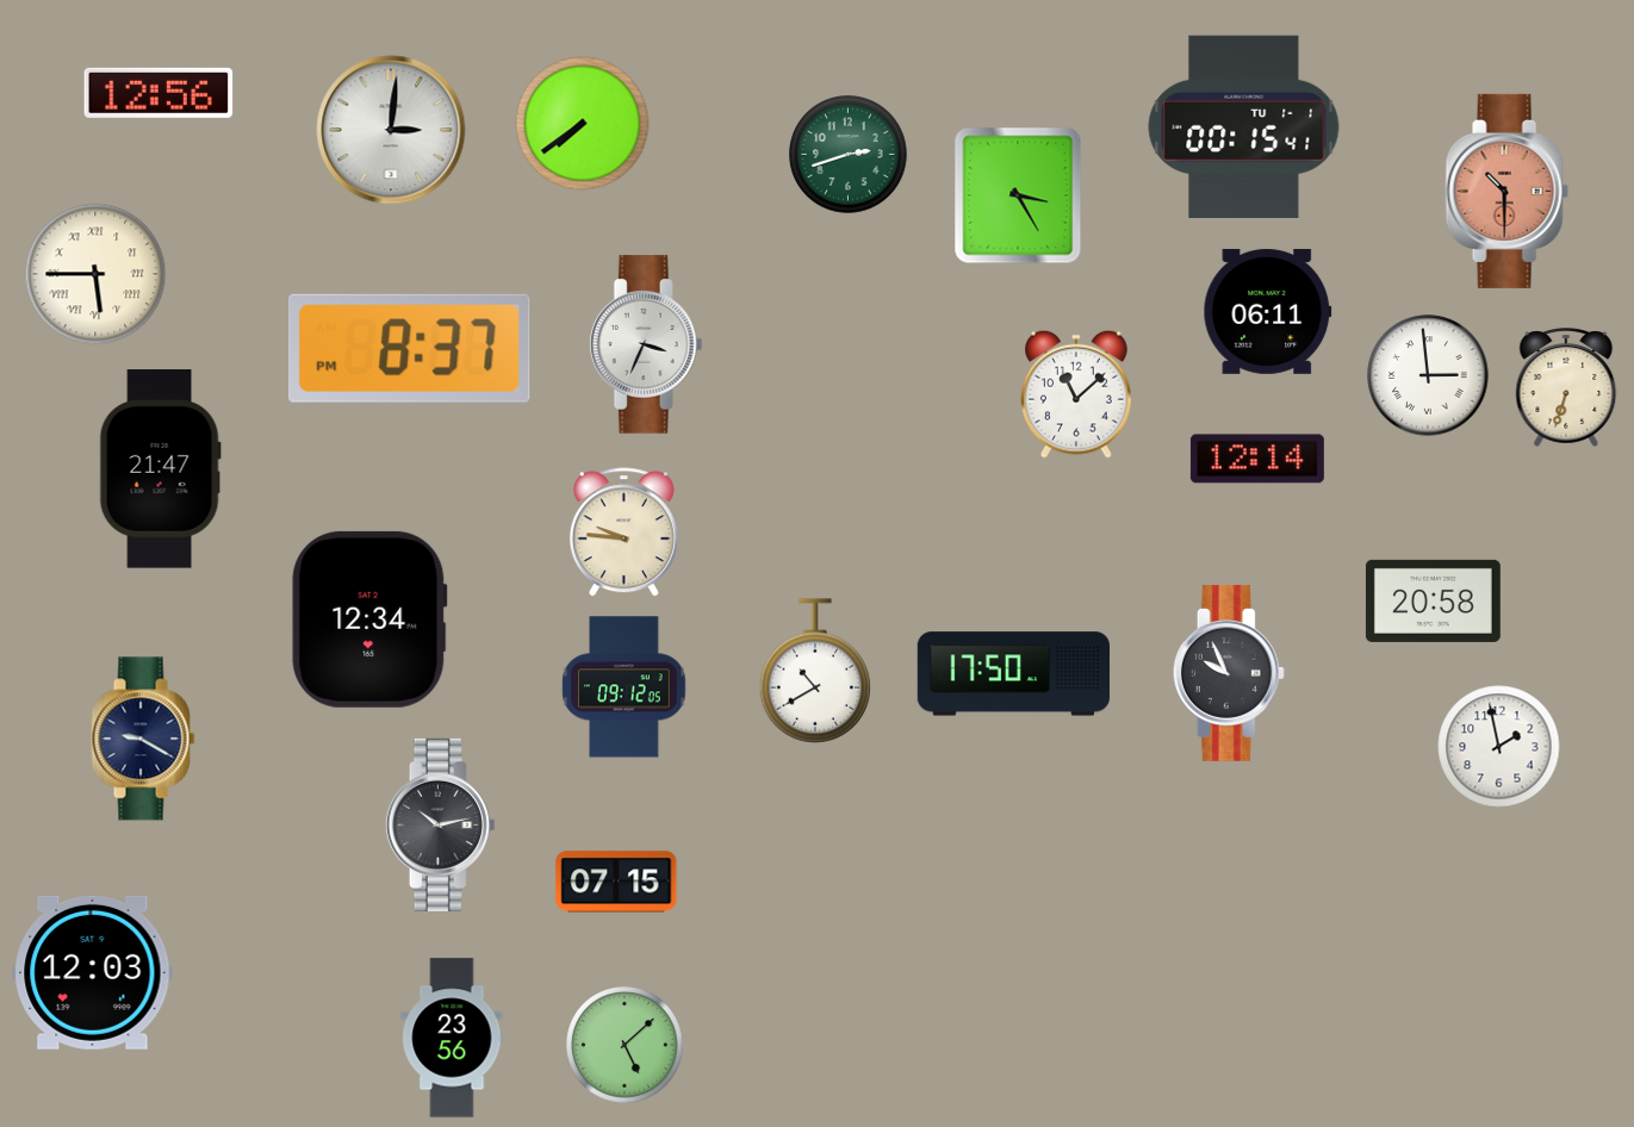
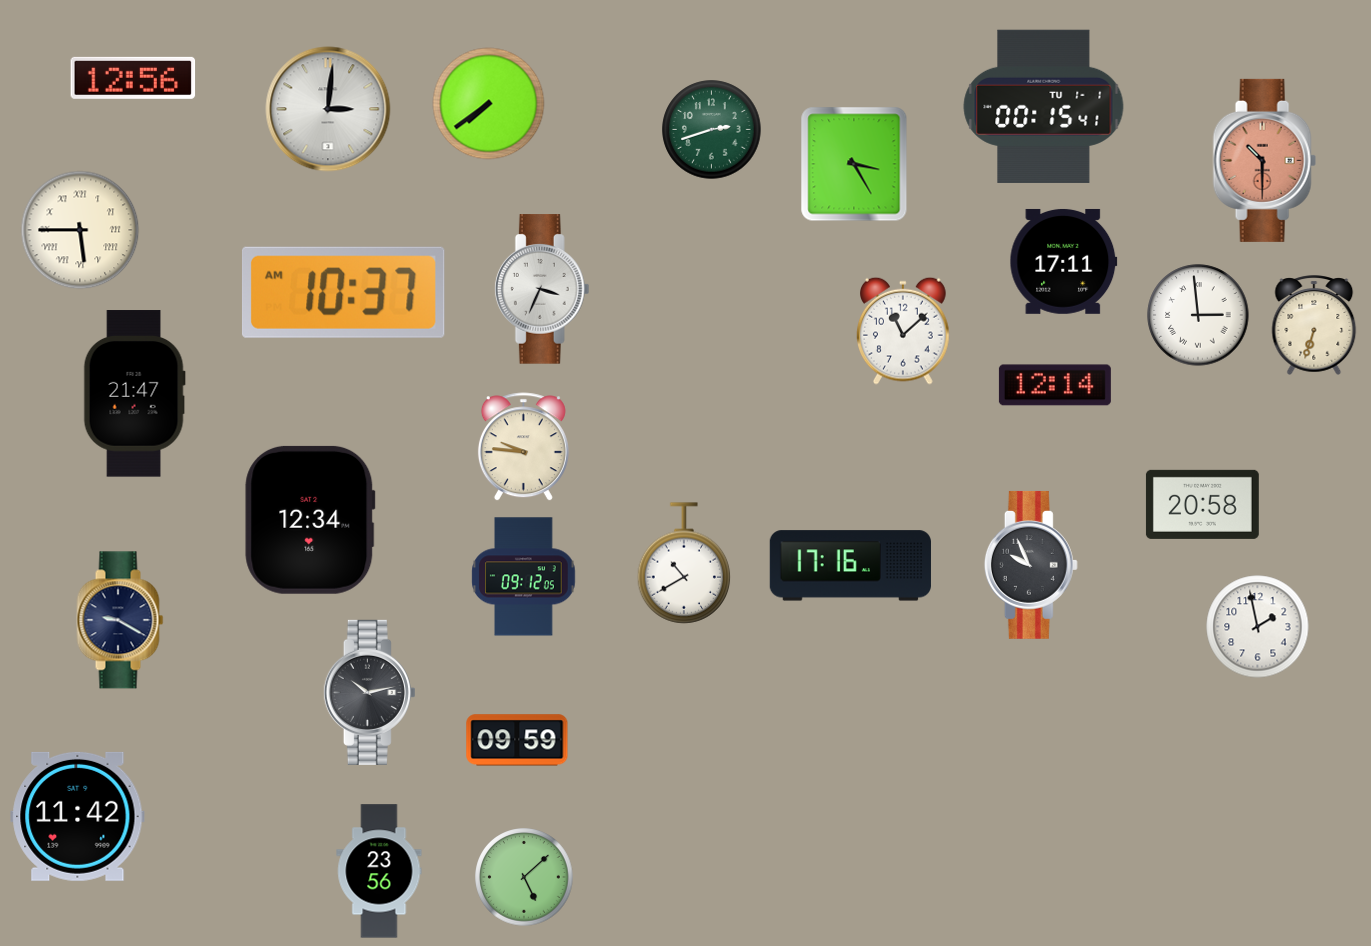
clock at (1268, 311): 06:11 -> 17:11
clock at (409, 348): 8:37 -> 10:37
clock at (1013, 674): 17:50 -> 17:16
clock at (616, 882): 07:15 -> 09:59
clock at (93, 972): 12:03 -> 11:42
